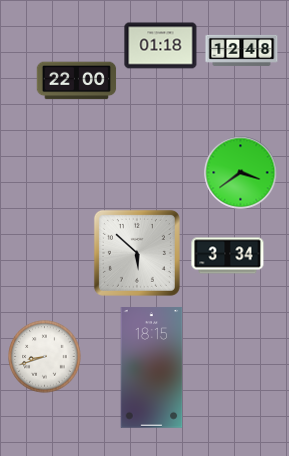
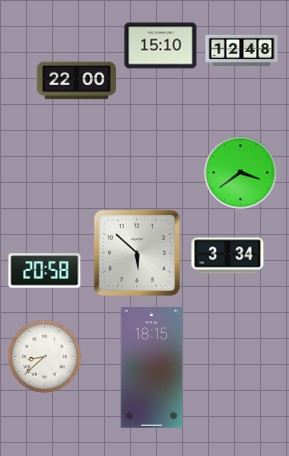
clock at (161, 46): 01:18 -> 15:10
clock at (45, 271): none -> 20:58
clock at (45, 357): 8:42 -> 8:38
